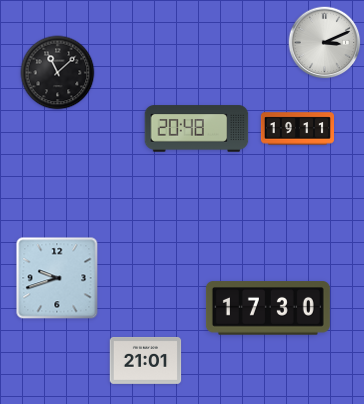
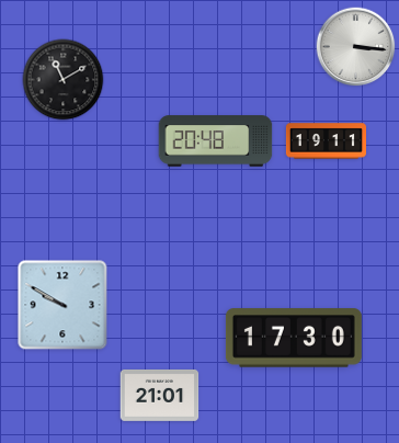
clock at (325, 43): 3:11 -> 3:16
clock at (58, 73): 11:08 -> 11:10
clock at (57, 278): 9:42 -> 9:50
